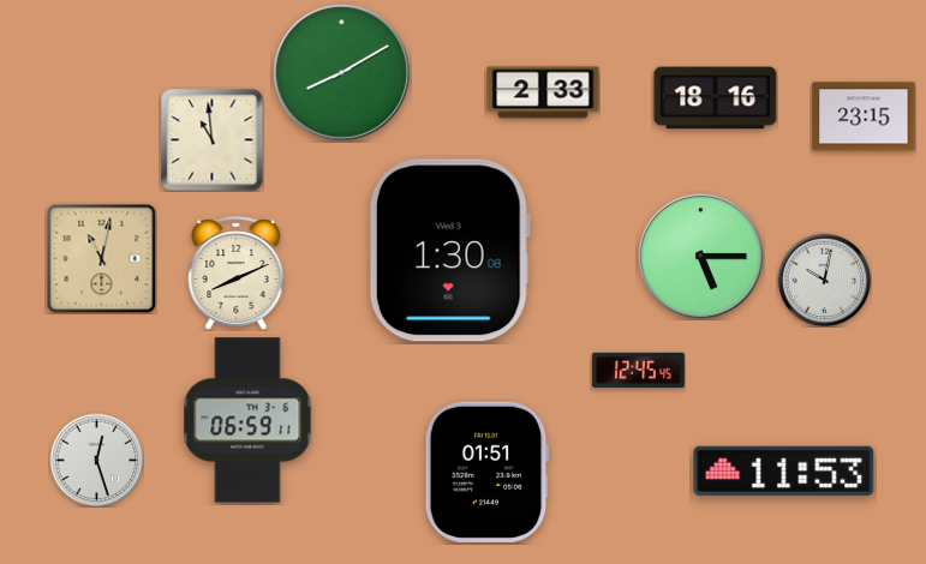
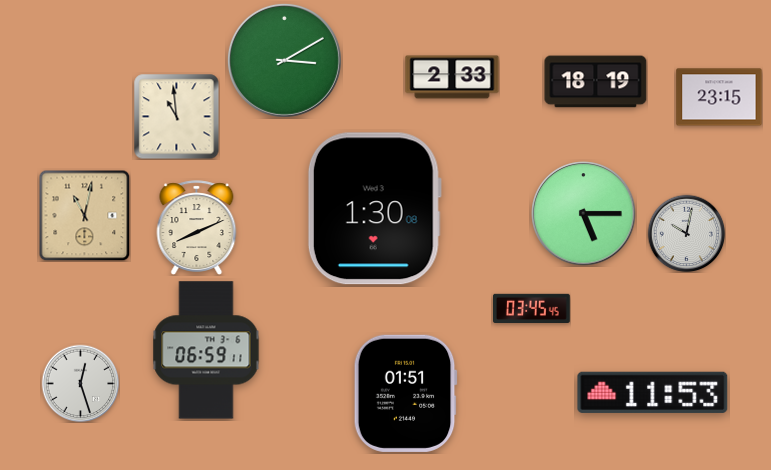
clock at (341, 72): 8:10 -> 3:10
clock at (716, 98): 18:16 -> 18:19
clock at (639, 370): 12:45 -> 03:45
